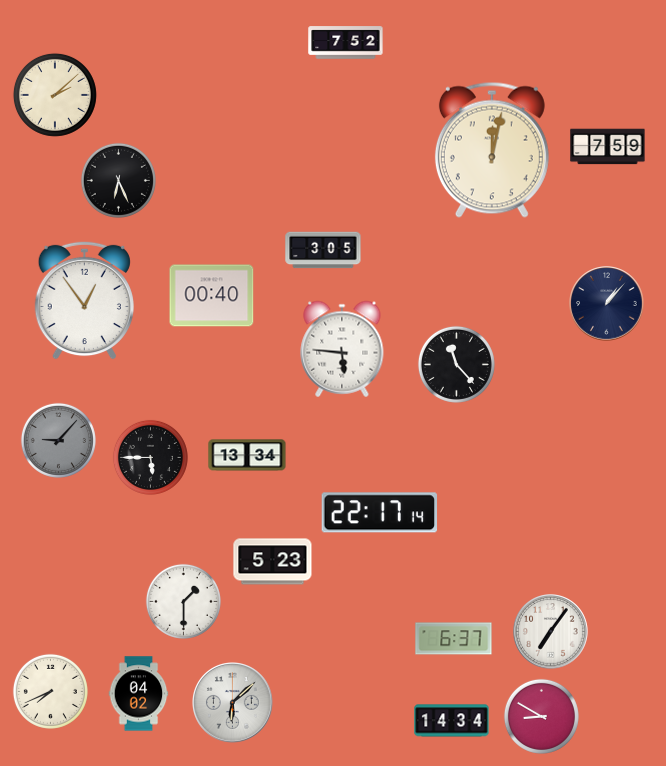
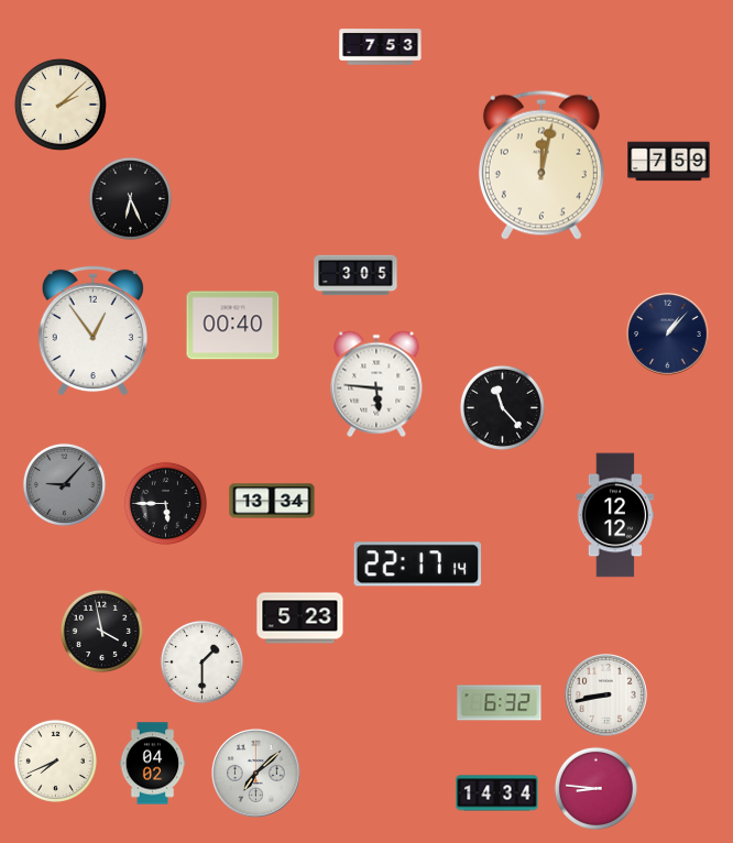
clock at (346, 43): 7:52 -> 7:53
clock at (456, 364) position: (456, 364) -> (502, 407)
clock at (615, 515): none -> 12:12
clock at (101, 631): none -> 3:58
clock at (551, 632): 7:06 -> 8:43
clock at (454, 639): 6:37 -> 6:32
clock at (233, 703): 6:08 -> 7:08
clock at (541, 716): 8:50 -> 8:46
